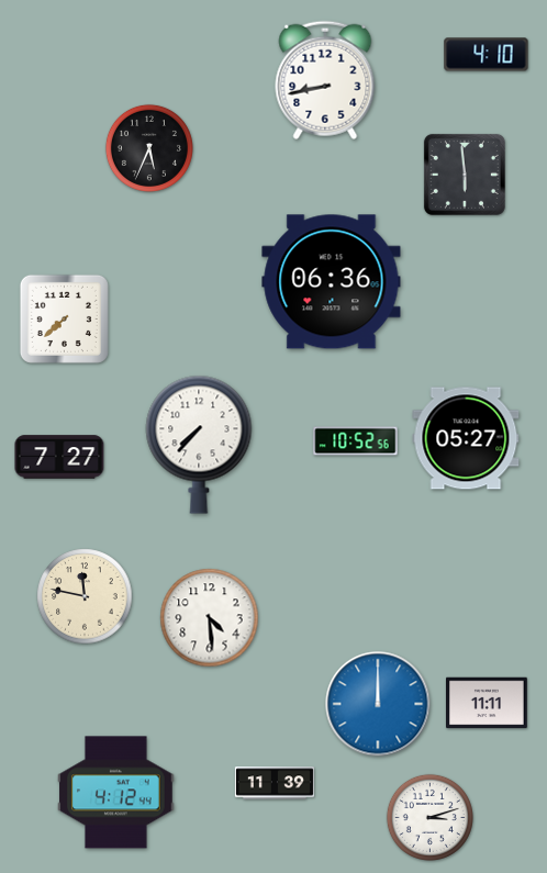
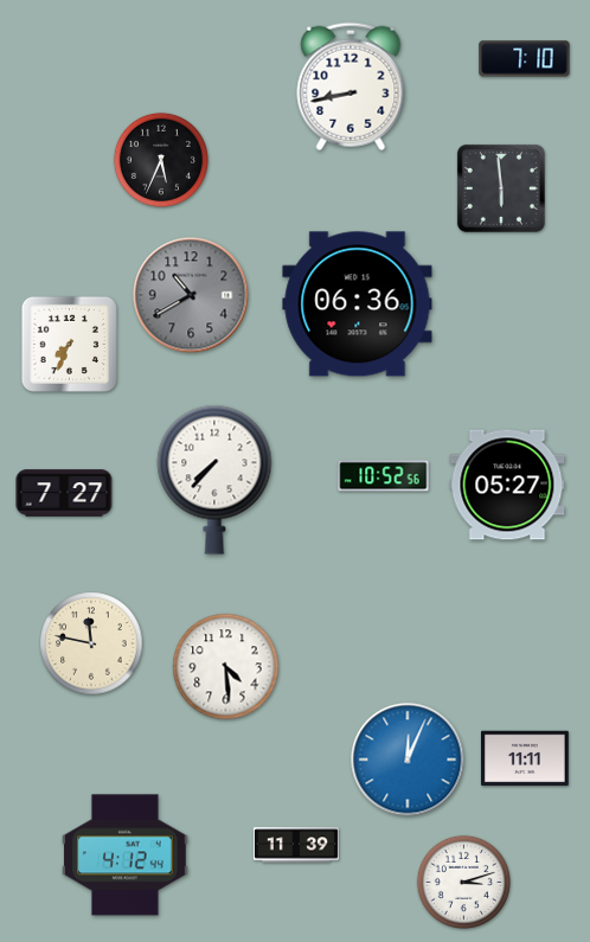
clock at (487, 55): 4:10 -> 7:10
clock at (191, 295): none -> 10:40
clock at (64, 318): 7:38 -> 7:34
clock at (466, 438) position: (466, 438) -> (507, 485)
clock at (378, 704): 12:00 -> 12:04
